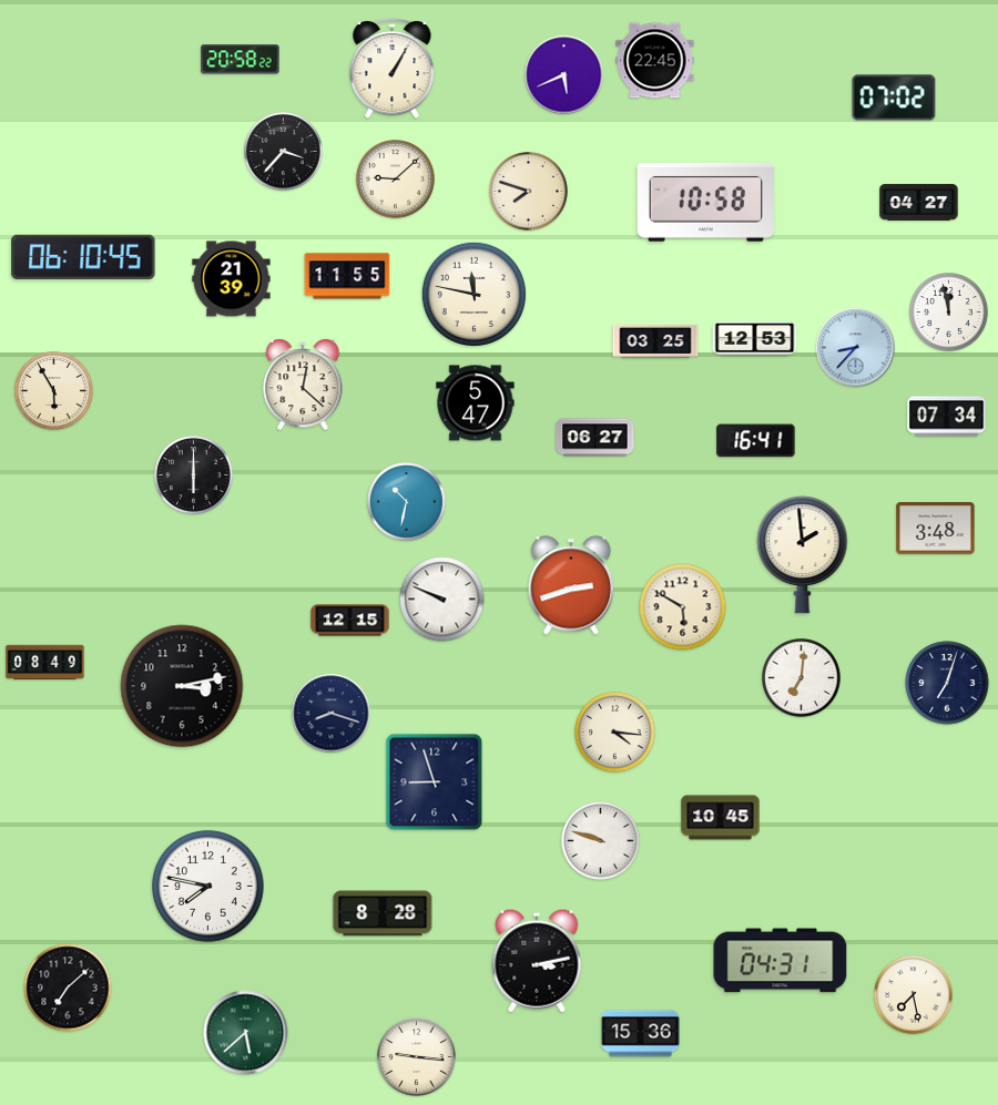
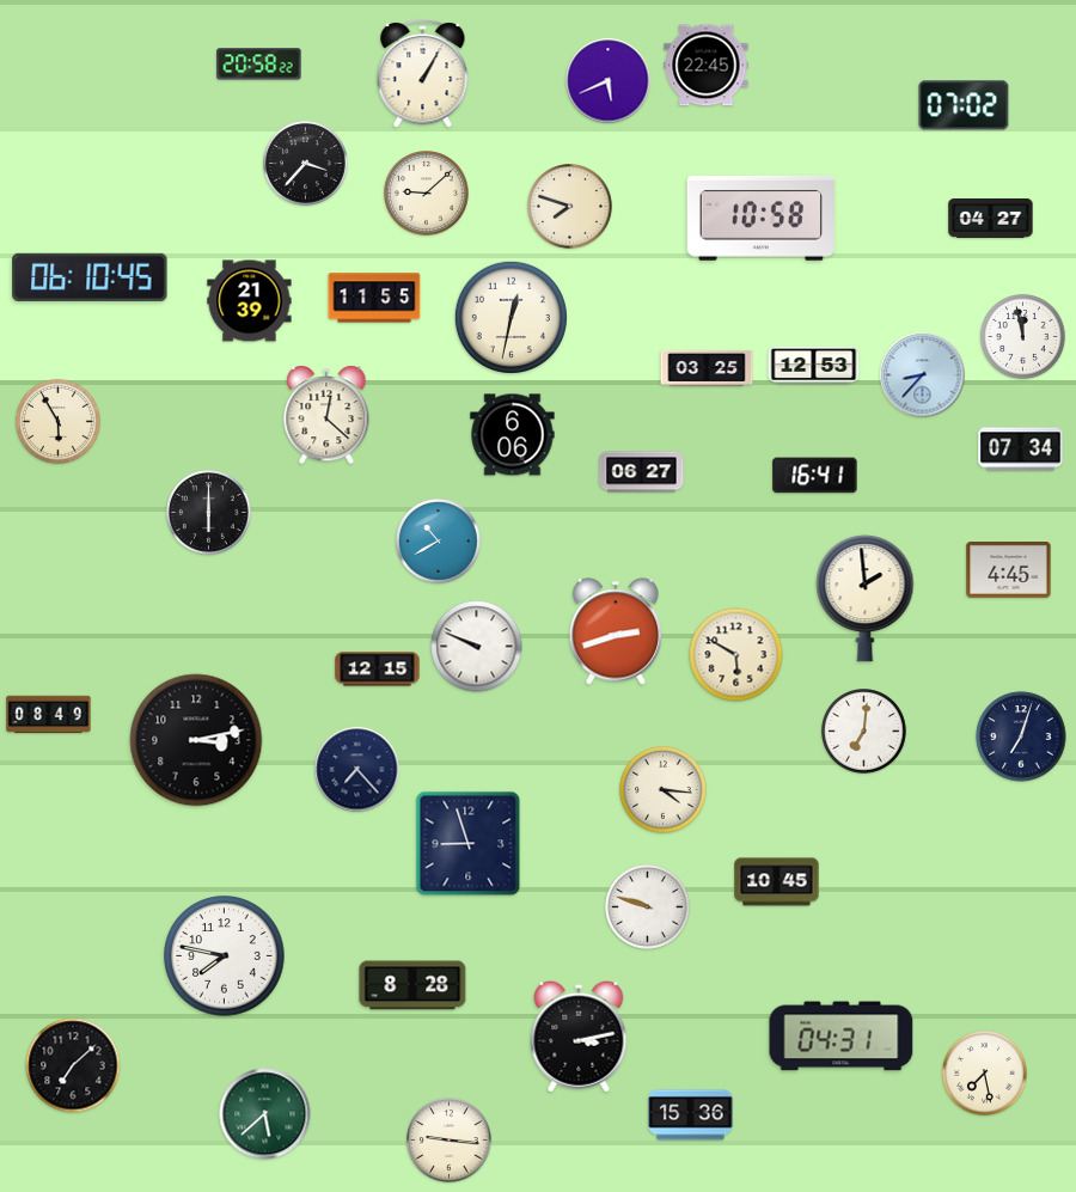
clock at (473, 294): 11:47 -> 12:32
clock at (476, 403): 5:47 -> 6:06
clock at (407, 502): 10:32 -> 10:40
clock at (936, 529): 3:48 -> 4:45
clock at (332, 714): 8:18 -> 7:23
